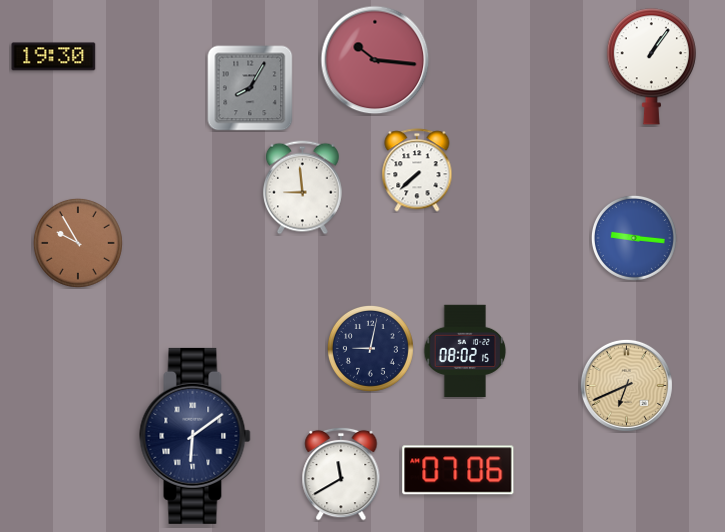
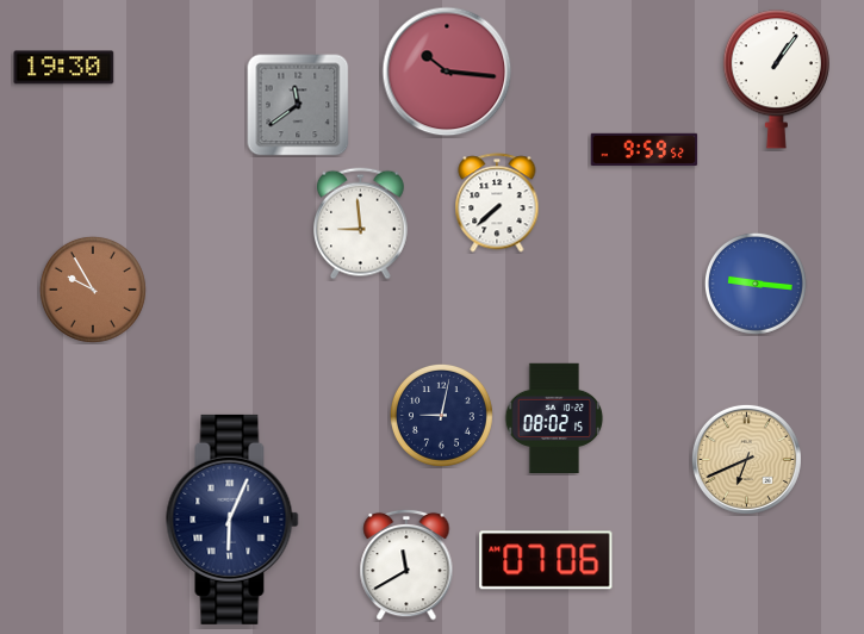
clock at (250, 88): 8:05 -> 11:39
clock at (645, 149): none -> 9:59
clock at (195, 436): 6:09 -> 6:04
